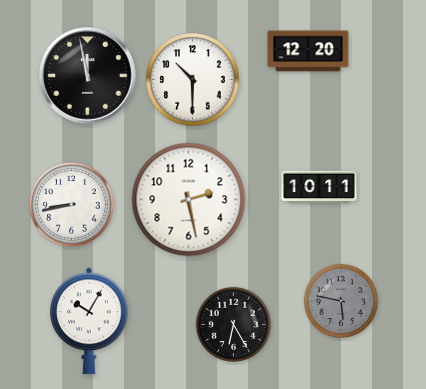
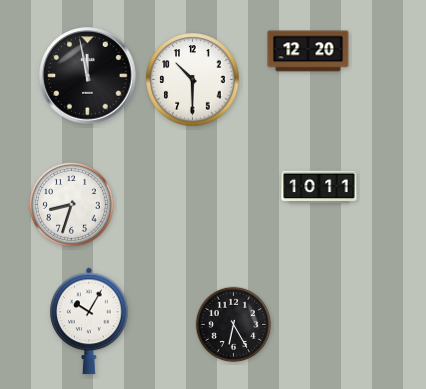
clock at (189, 200): 2:28 -> none
clock at (71, 204): 8:43 -> 8:33
clock at (341, 301): 5:47 -> none
